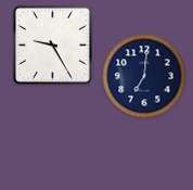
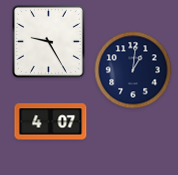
clock at (144, 76): 7:01 -> 1:01
clock at (51, 122): none -> 4:07
